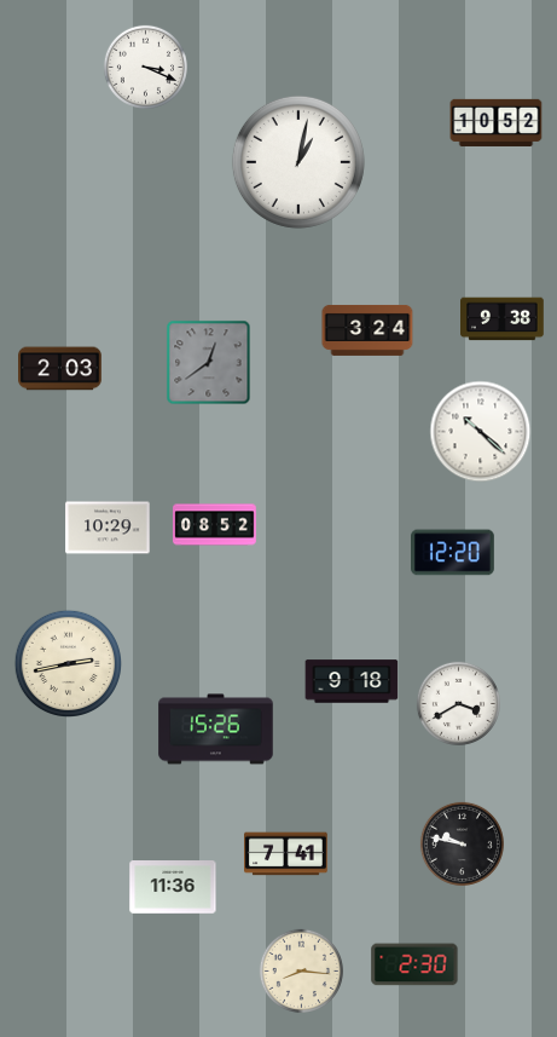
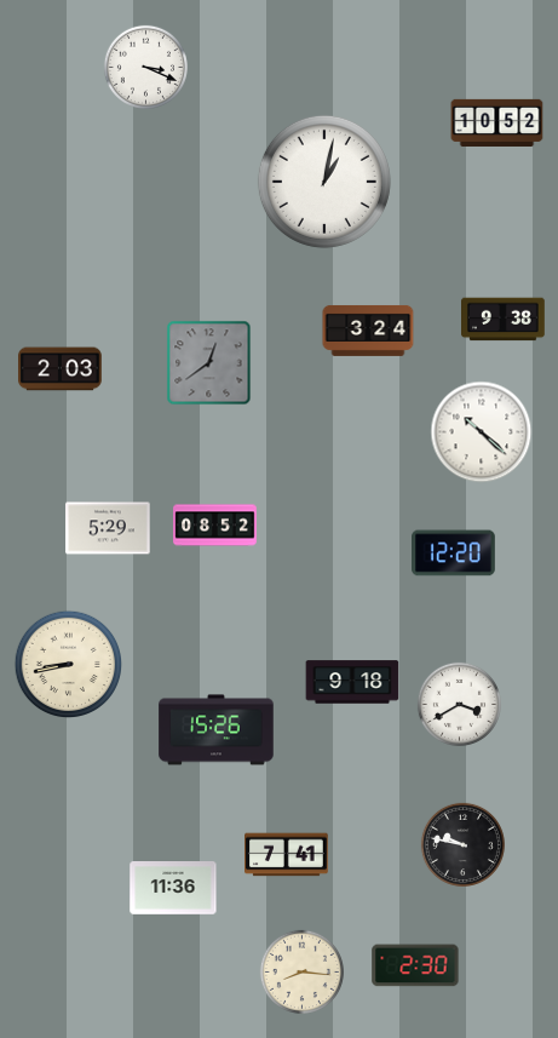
clock at (298, 162) position: (298, 162) -> (324, 182)
clock at (108, 528): 10:29 -> 5:29
clock at (68, 663): 2:43 -> 8:43
